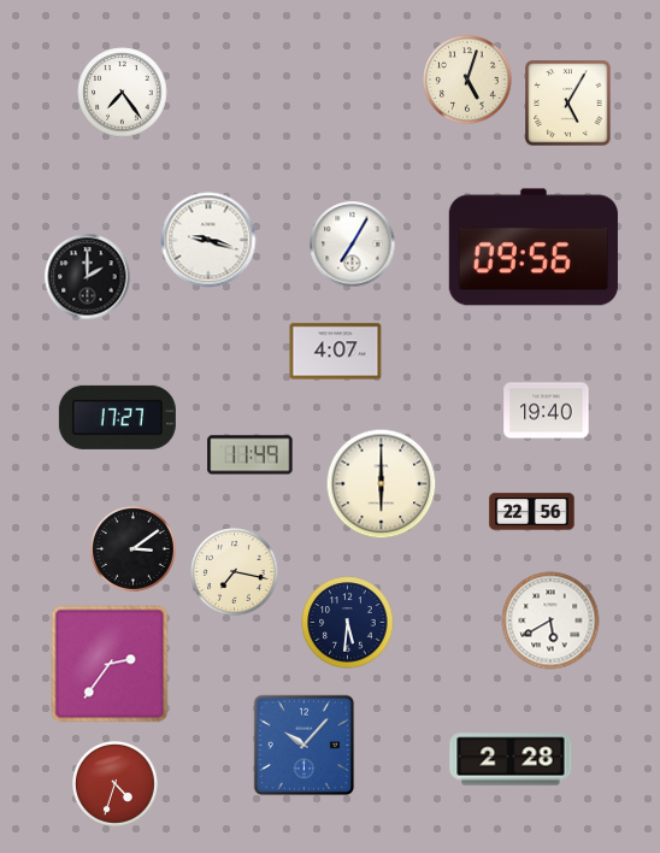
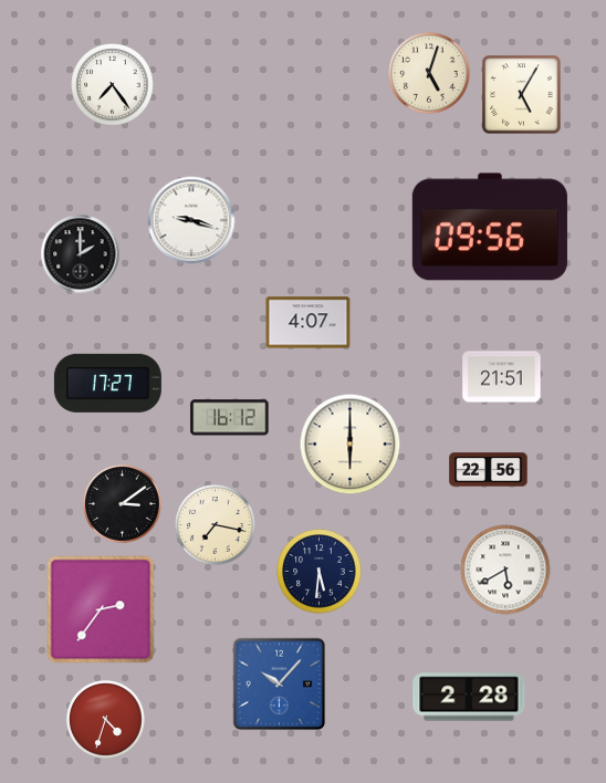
clock at (353, 245): 7:05 -> none
clock at (547, 411): 19:40 -> 21:51
clock at (251, 455): 11:49 -> 16:12
